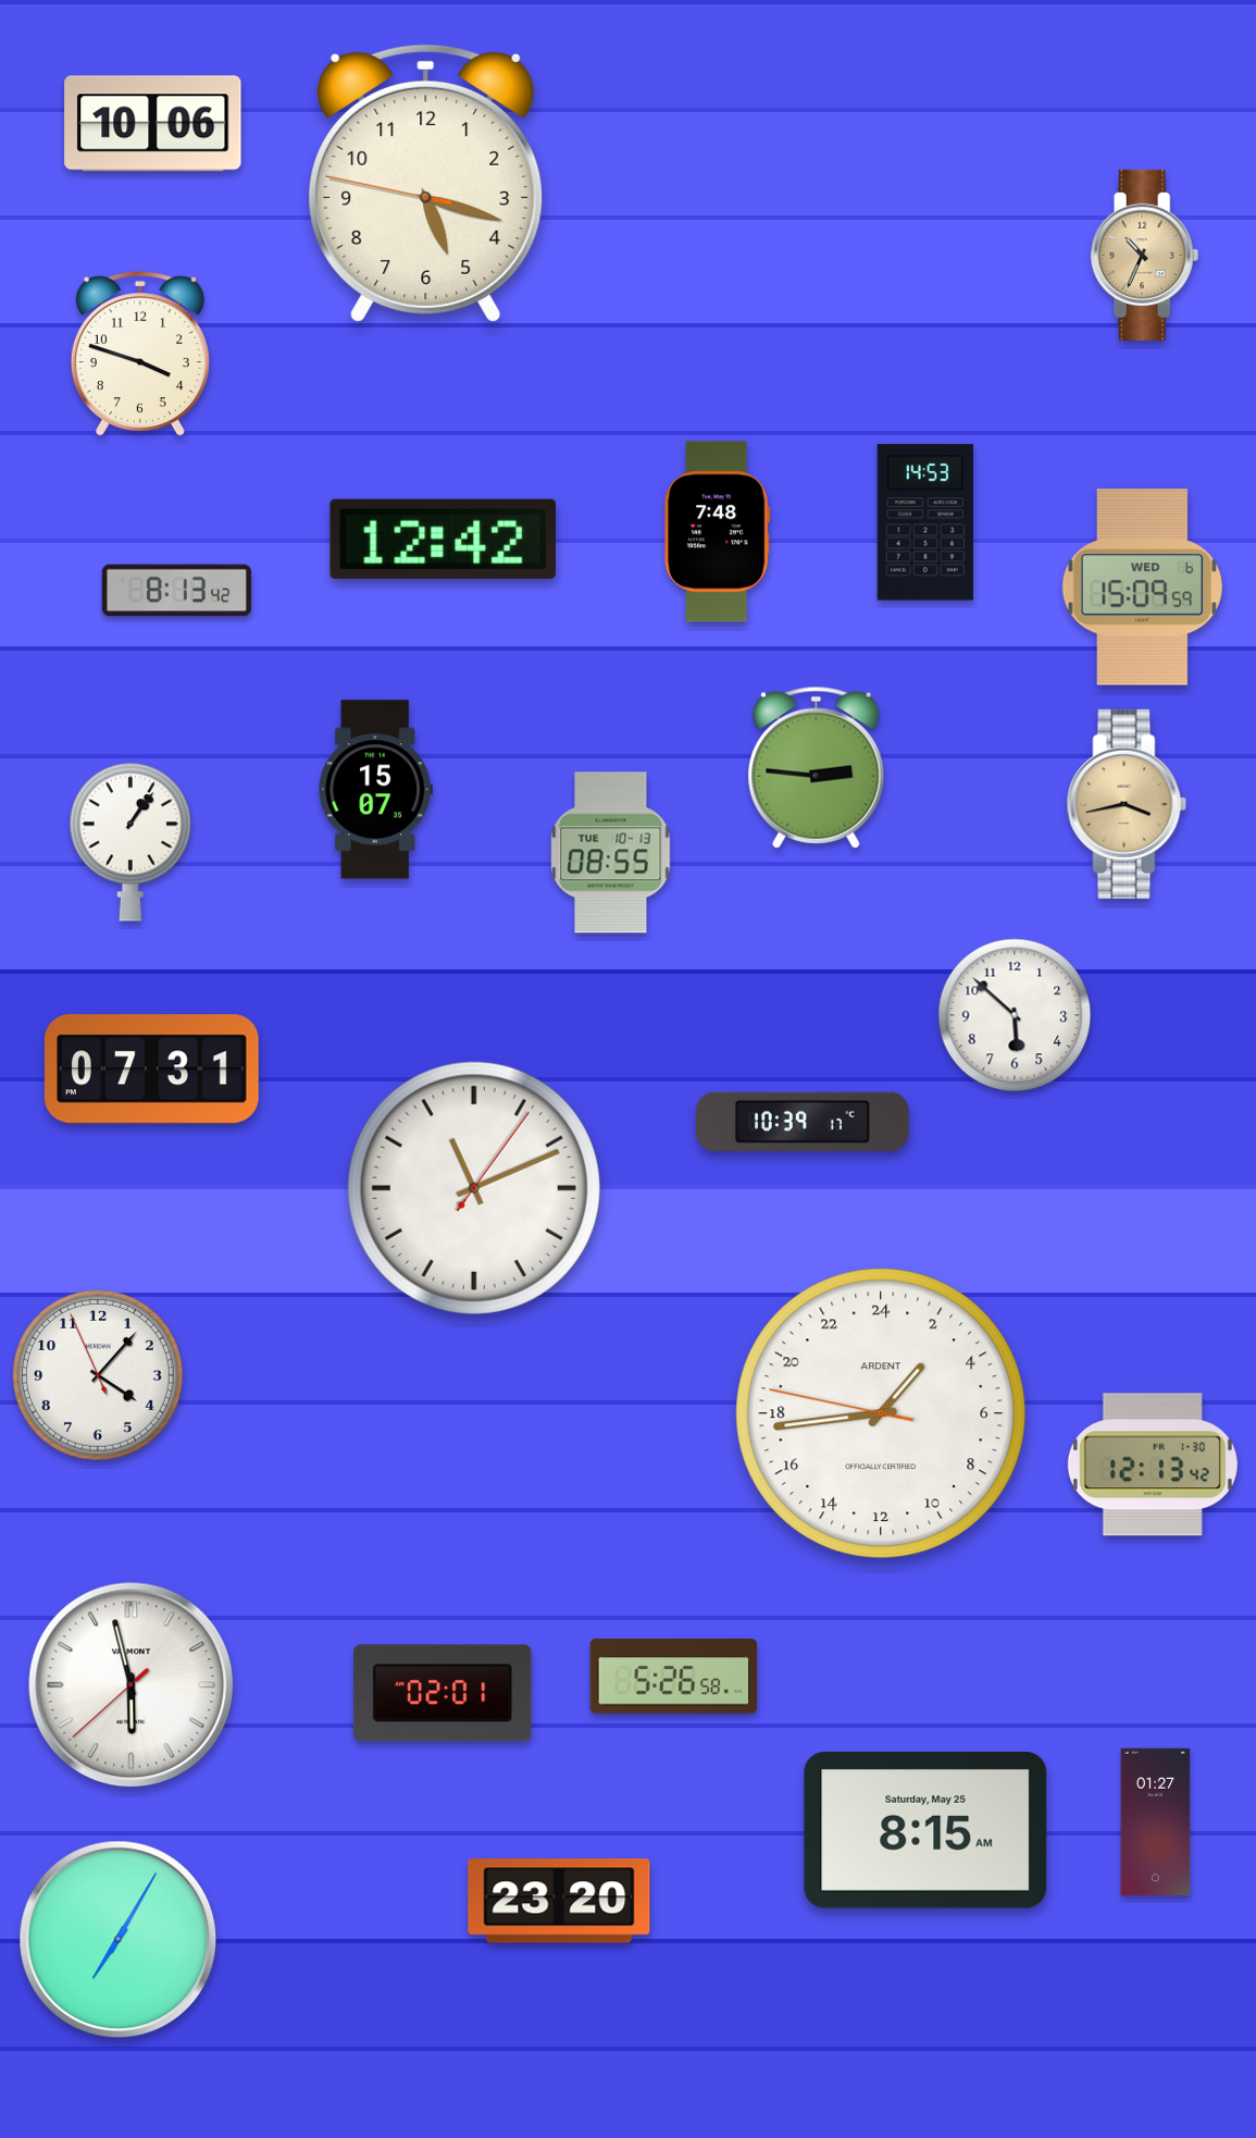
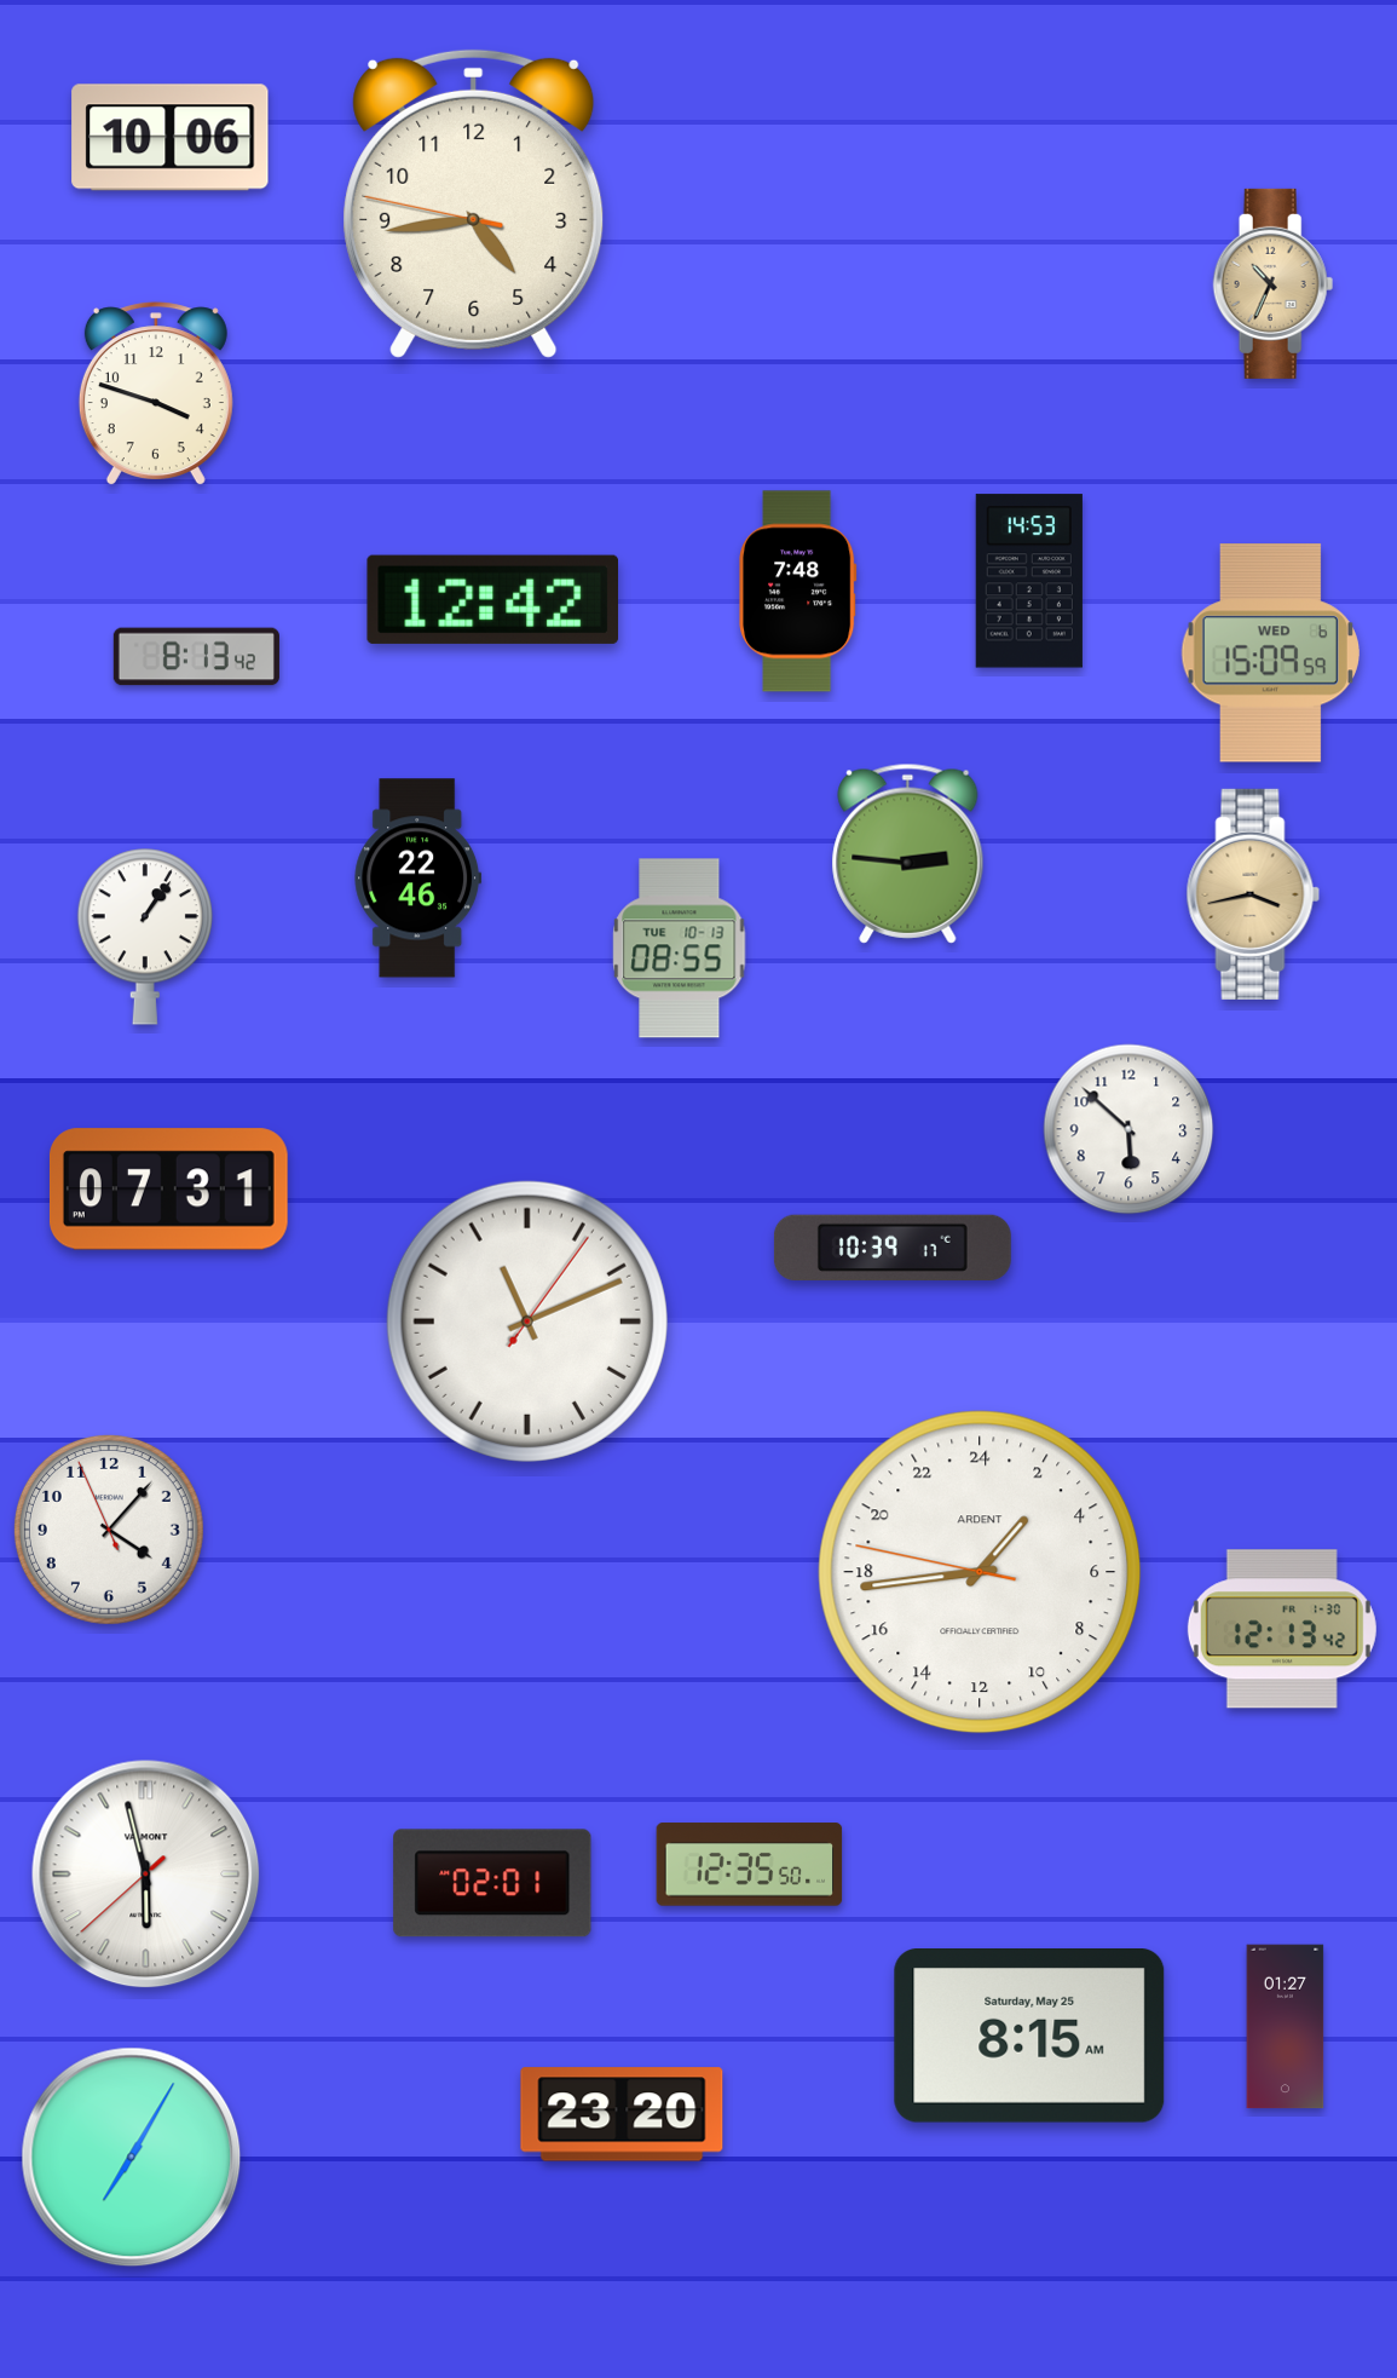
clock at (426, 183): 5:17 -> 4:43
clock at (376, 790): 15:07 -> 22:46
clock at (674, 1677): 5:26 -> 12:35
